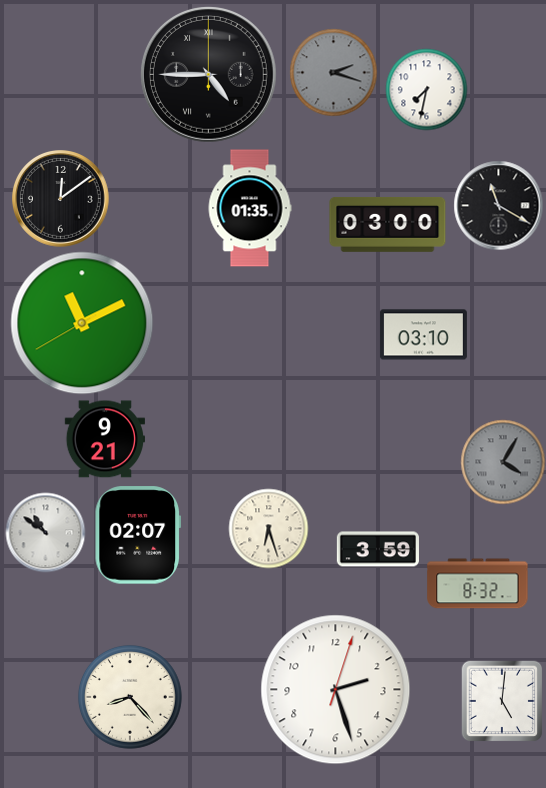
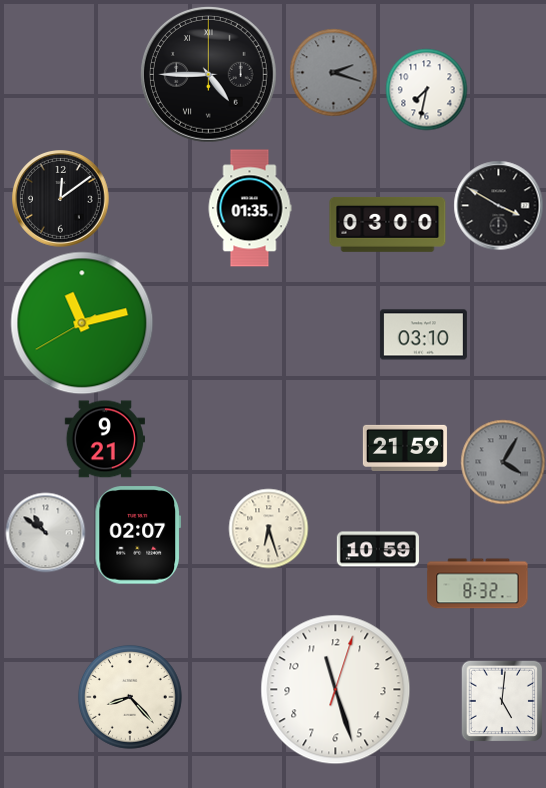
clock at (498, 205): 11:20 -> 3:50
clock at (82, 323): 11:10 -> 11:12
clock at (405, 448): none -> 21:59
clock at (378, 549): 3:59 -> 10:59
clock at (336, 690): 2:27 -> 11:27
